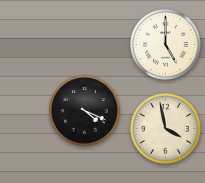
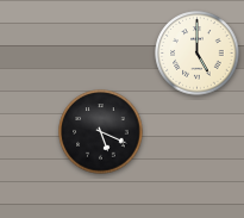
clock at (85, 111): 4:19 -> 5:19
clock at (166, 129): 3:58 -> none
